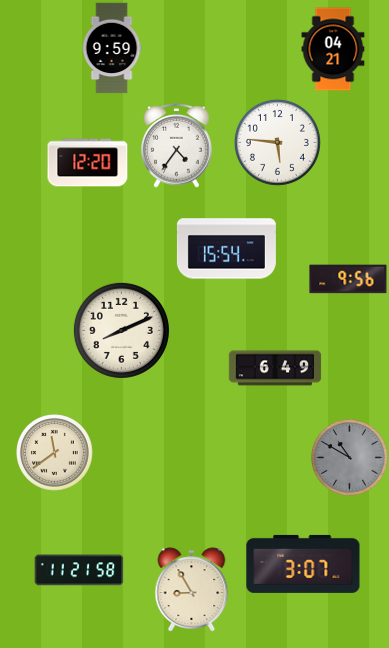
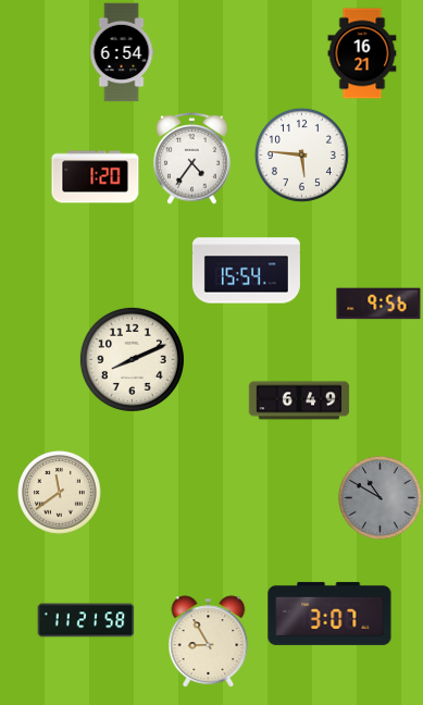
clock at (112, 48): 9:59 -> 6:54
clock at (333, 49): 04:21 -> 16:21
clock at (88, 163): 12:20 -> 1:20
